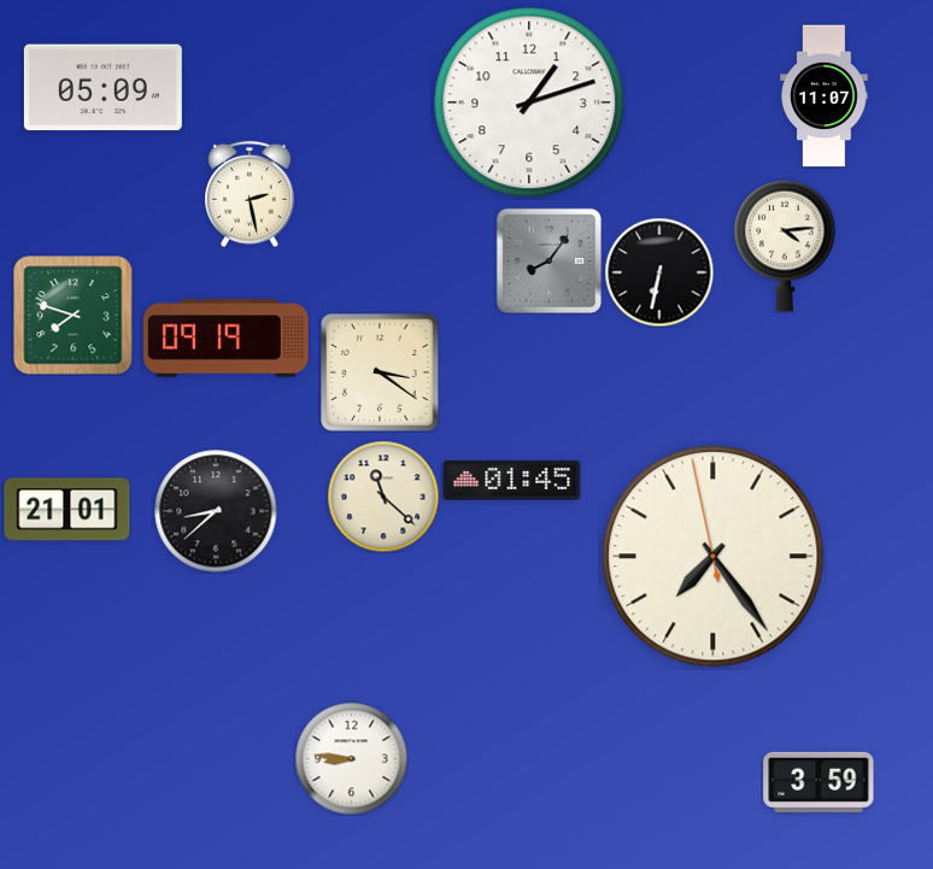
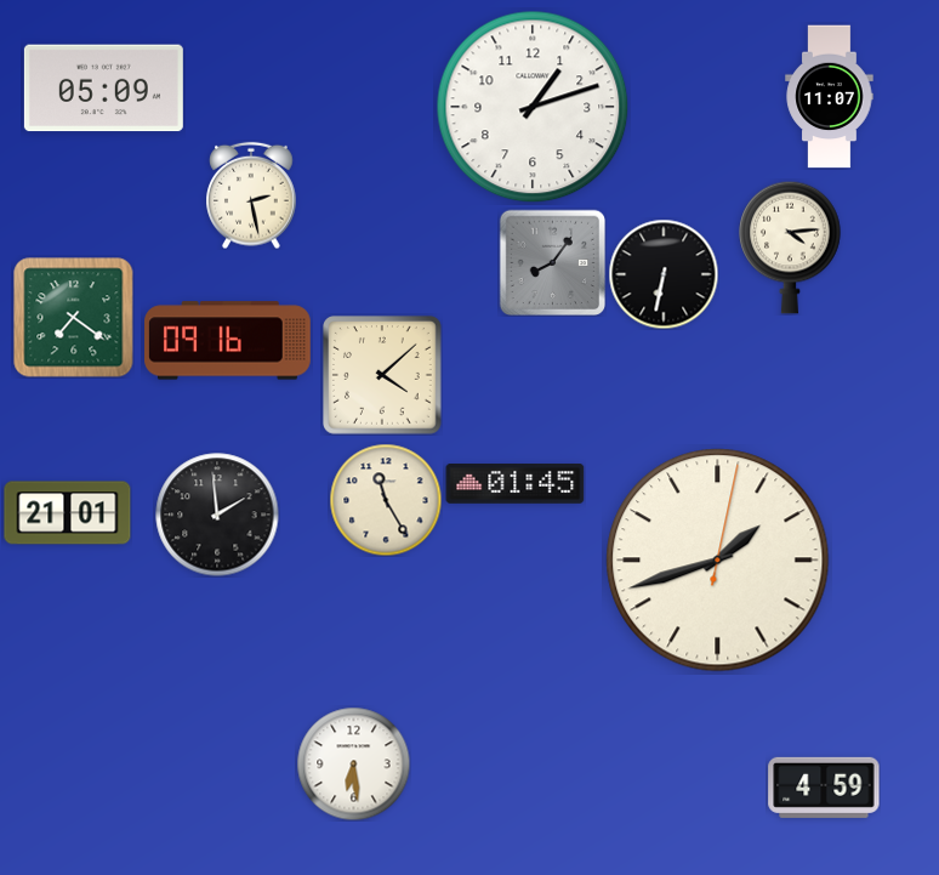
clock at (529, 102) position: (529, 102) -> (533, 107)
clock at (74, 316): 7:48 -> 7:21
clock at (227, 339): 09:19 -> 09:16
clock at (381, 374): 3:21 -> 4:08
clock at (383, 497): 11:22 -> 11:25
clock at (216, 511): 8:38 -> 1:59
clock at (714, 557): 7:23 -> 1:42
clock at (351, 758): 8:46 -> 6:29
clock at (818, 782): 3:59 -> 4:59
